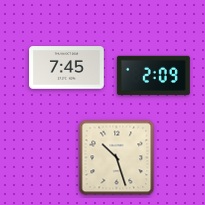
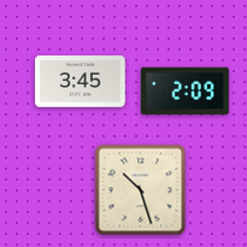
clock at (67, 68): 7:45 -> 3:45
